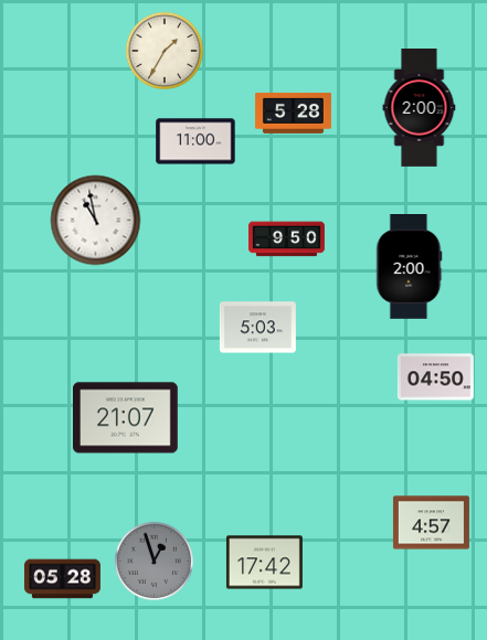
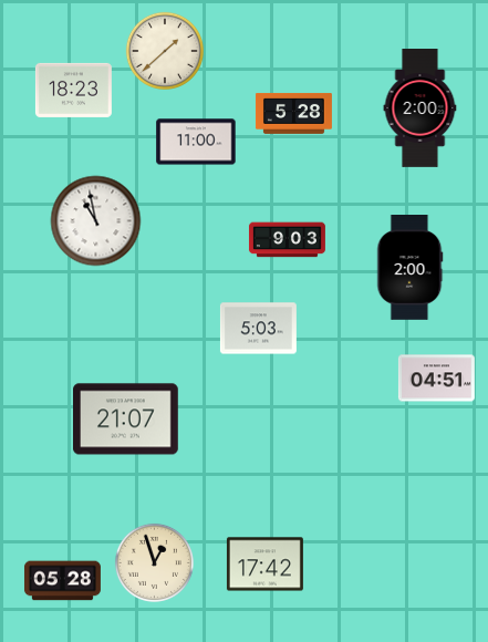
clock at (163, 50): 1:35 -> 1:38
clock at (73, 90): none -> 18:23
clock at (286, 239): 9:50 -> 9:03
clock at (435, 377): 04:50 -> 04:51
clock at (431, 523): 4:57 -> none
clock at (153, 561) dial: grey -> cream
